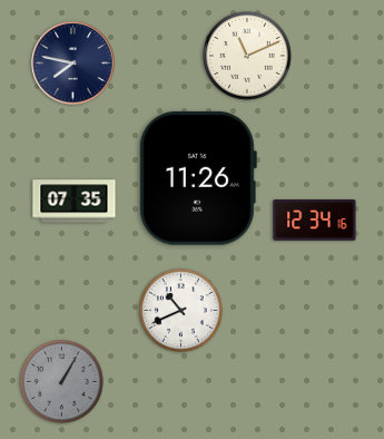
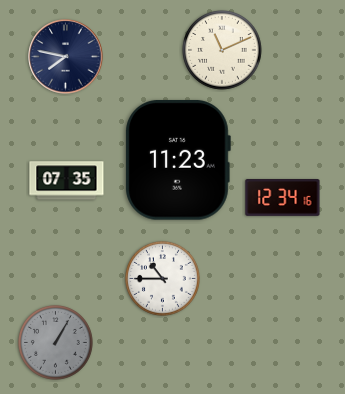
clock at (198, 178): 11:26 -> 11:23
clock at (181, 311): 10:41 -> 10:45
